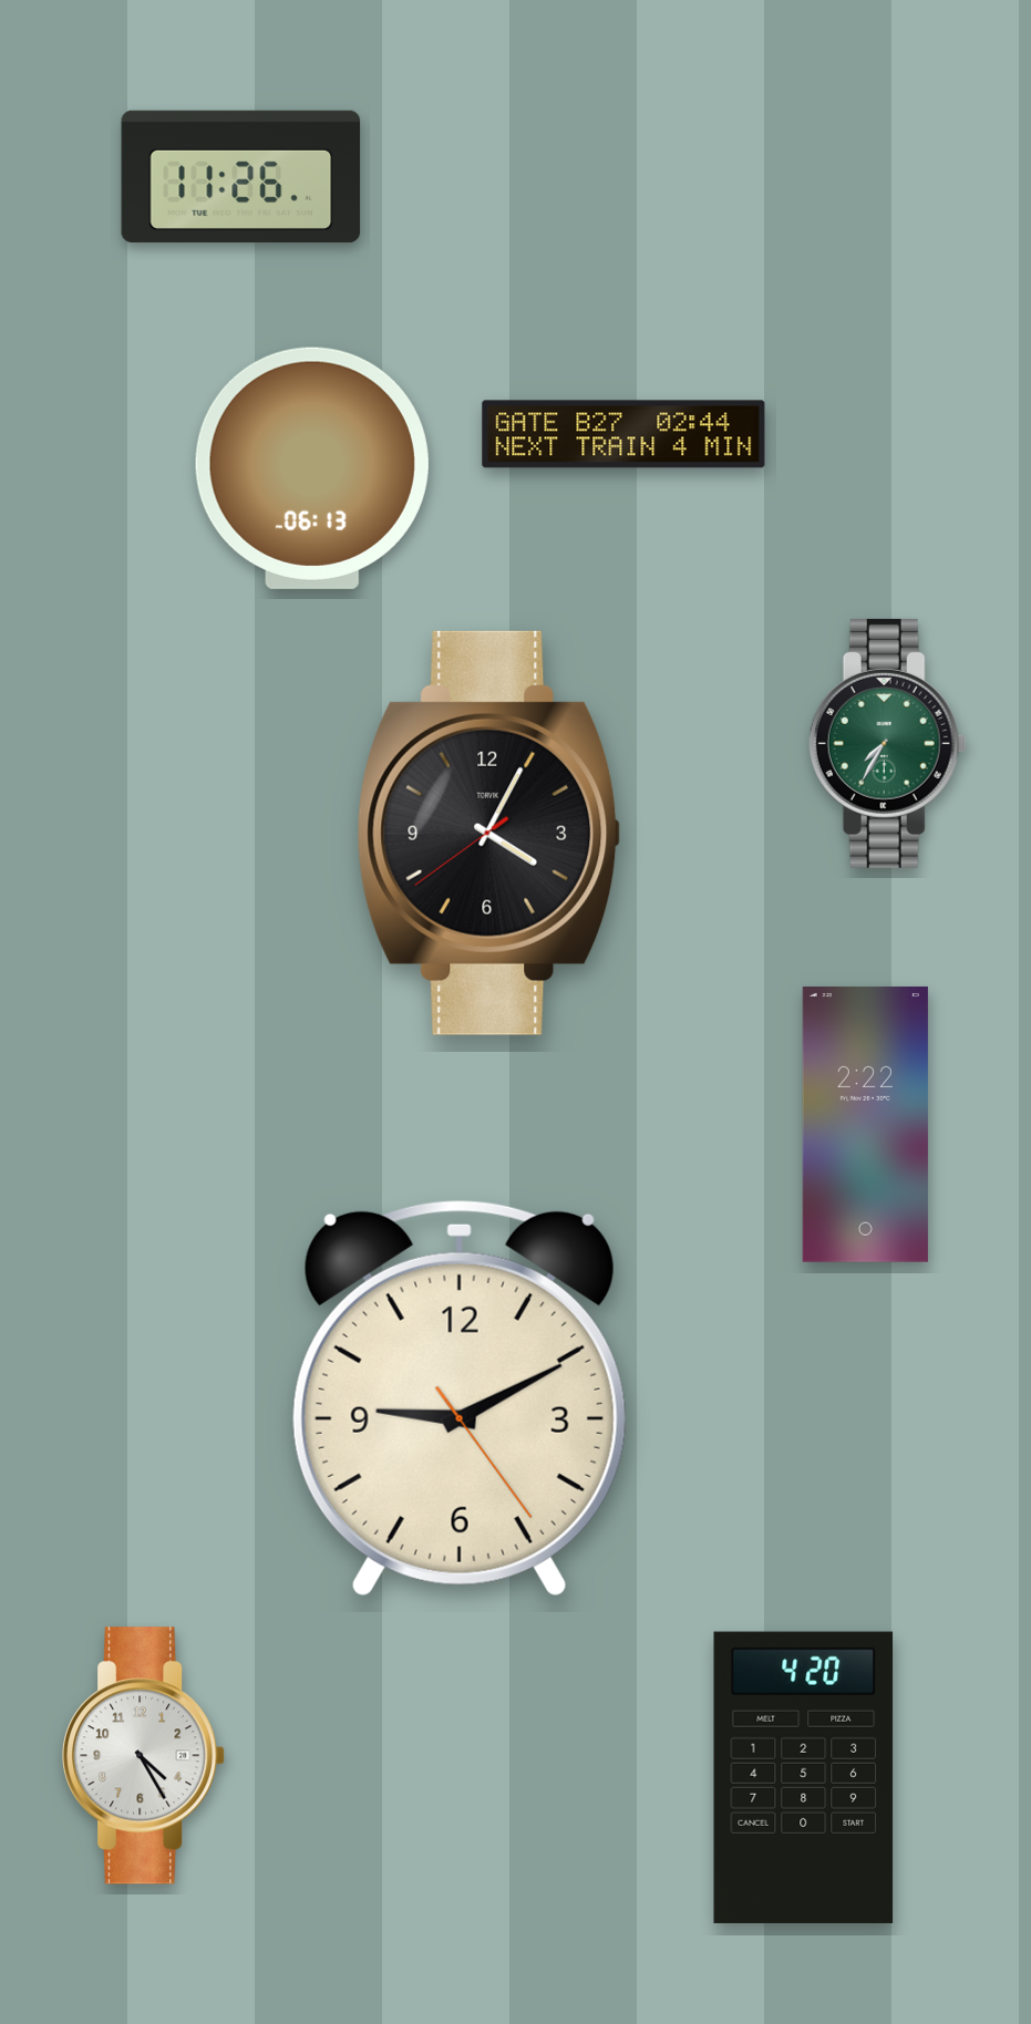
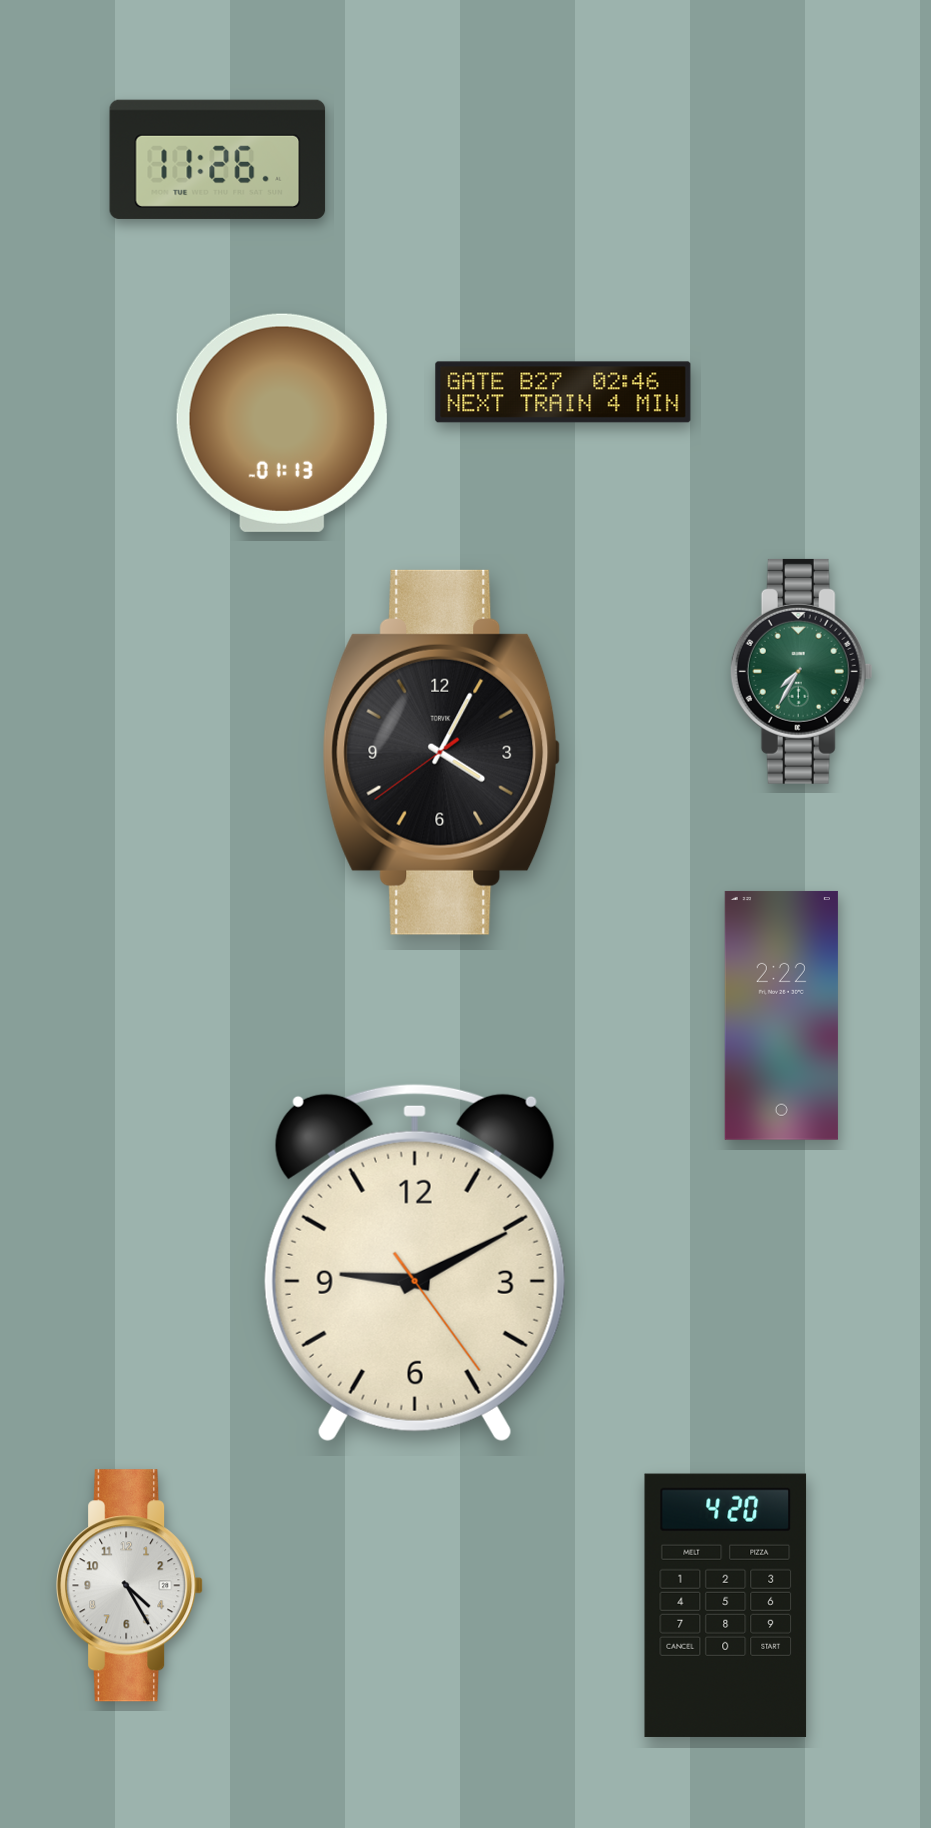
clock at (623, 434): 02:44 -> 02:46
clock at (312, 468): 06:13 -> 01:13
